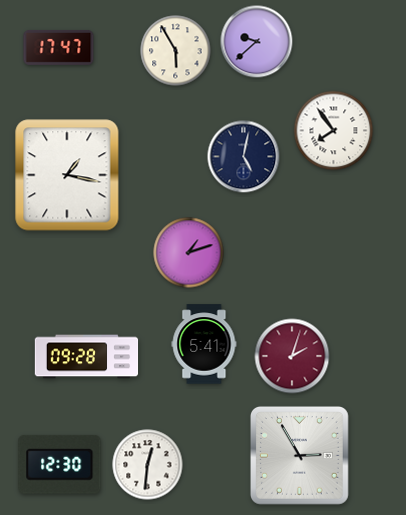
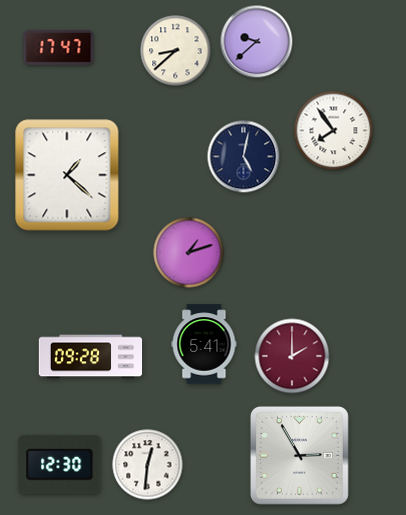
clock at (176, 51): 5:55 -> 8:38
clock at (67, 175): 1:17 -> 1:22
clock at (292, 356): 2:03 -> 2:00
clock at (87, 357) position: (87, 357) -> (91, 357)
